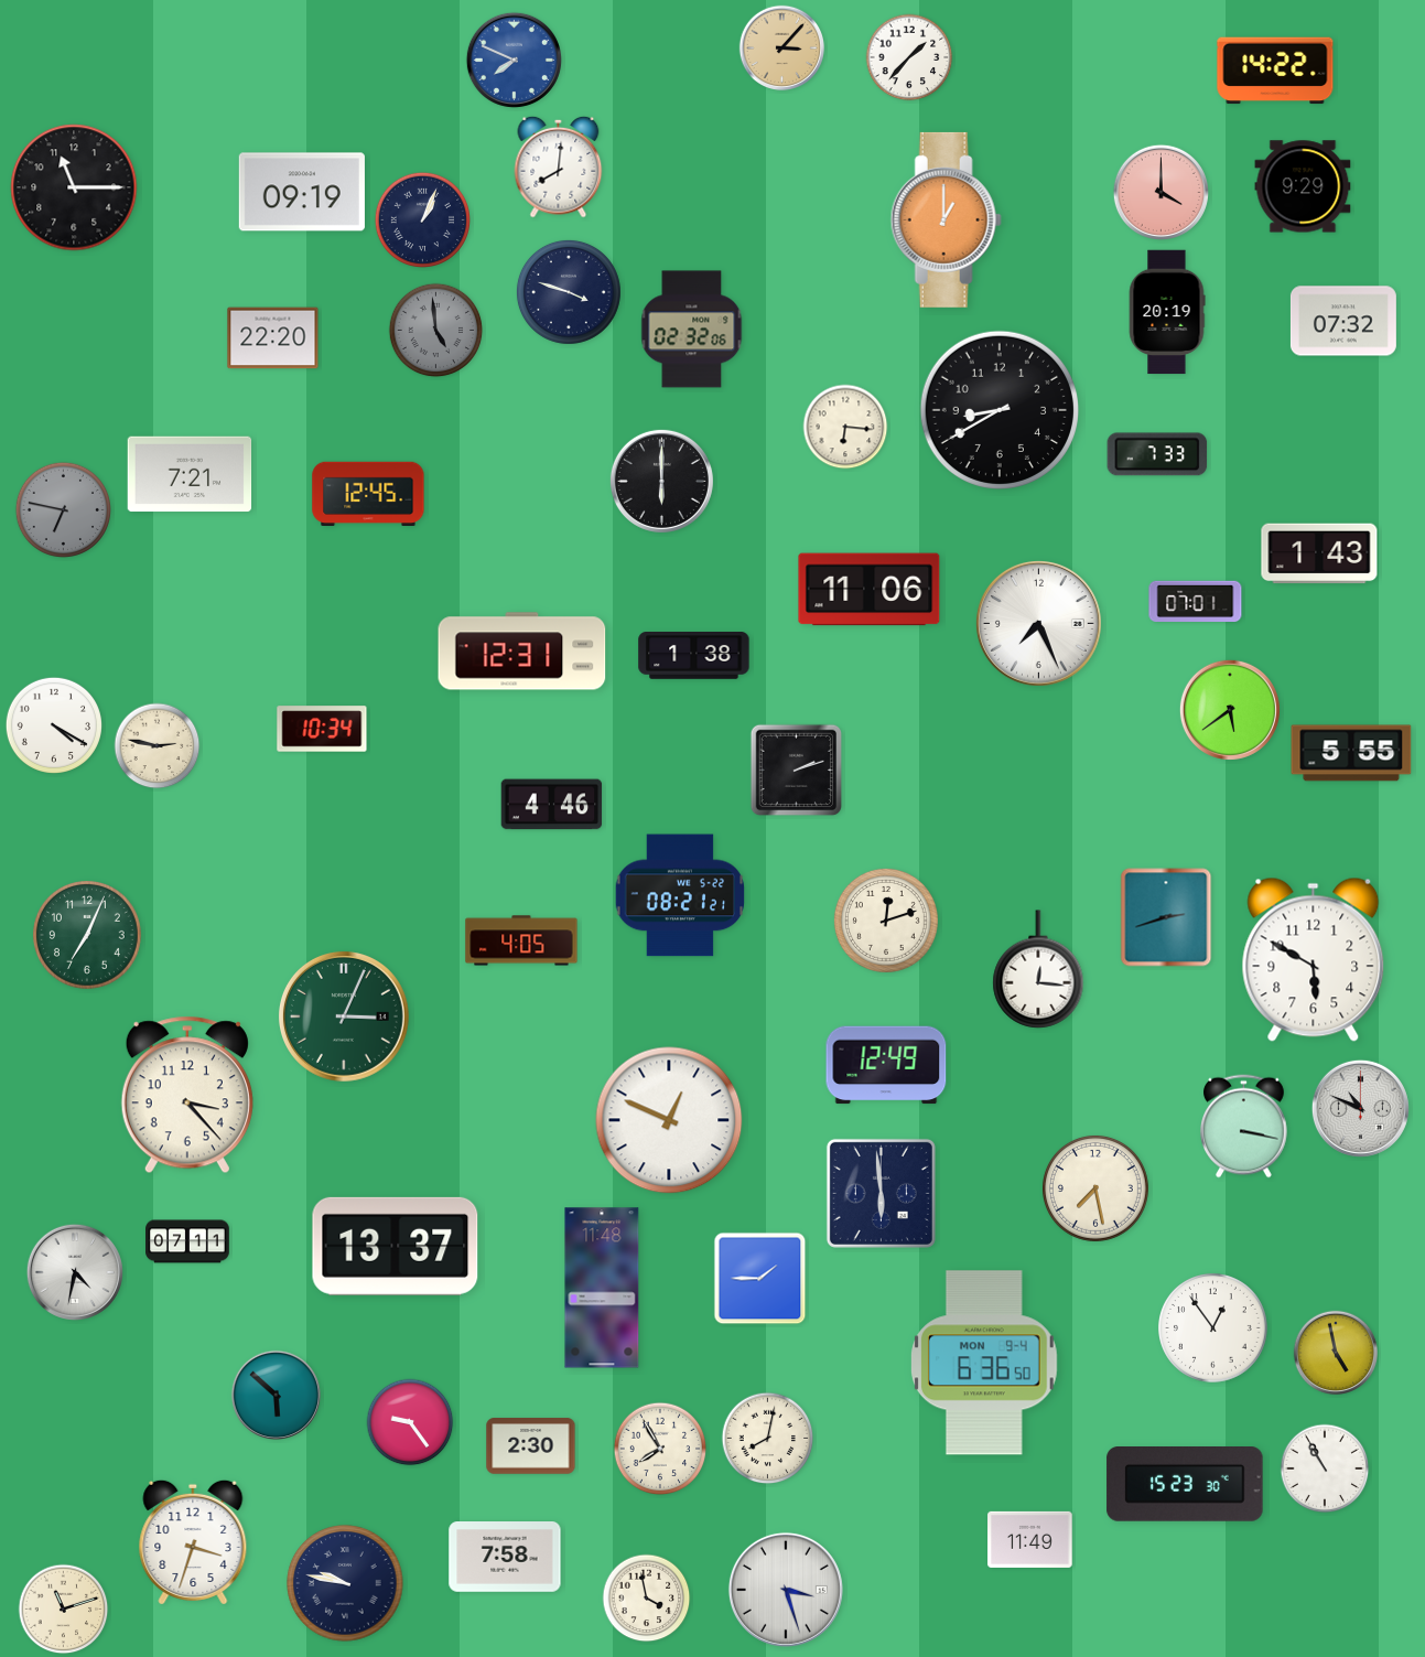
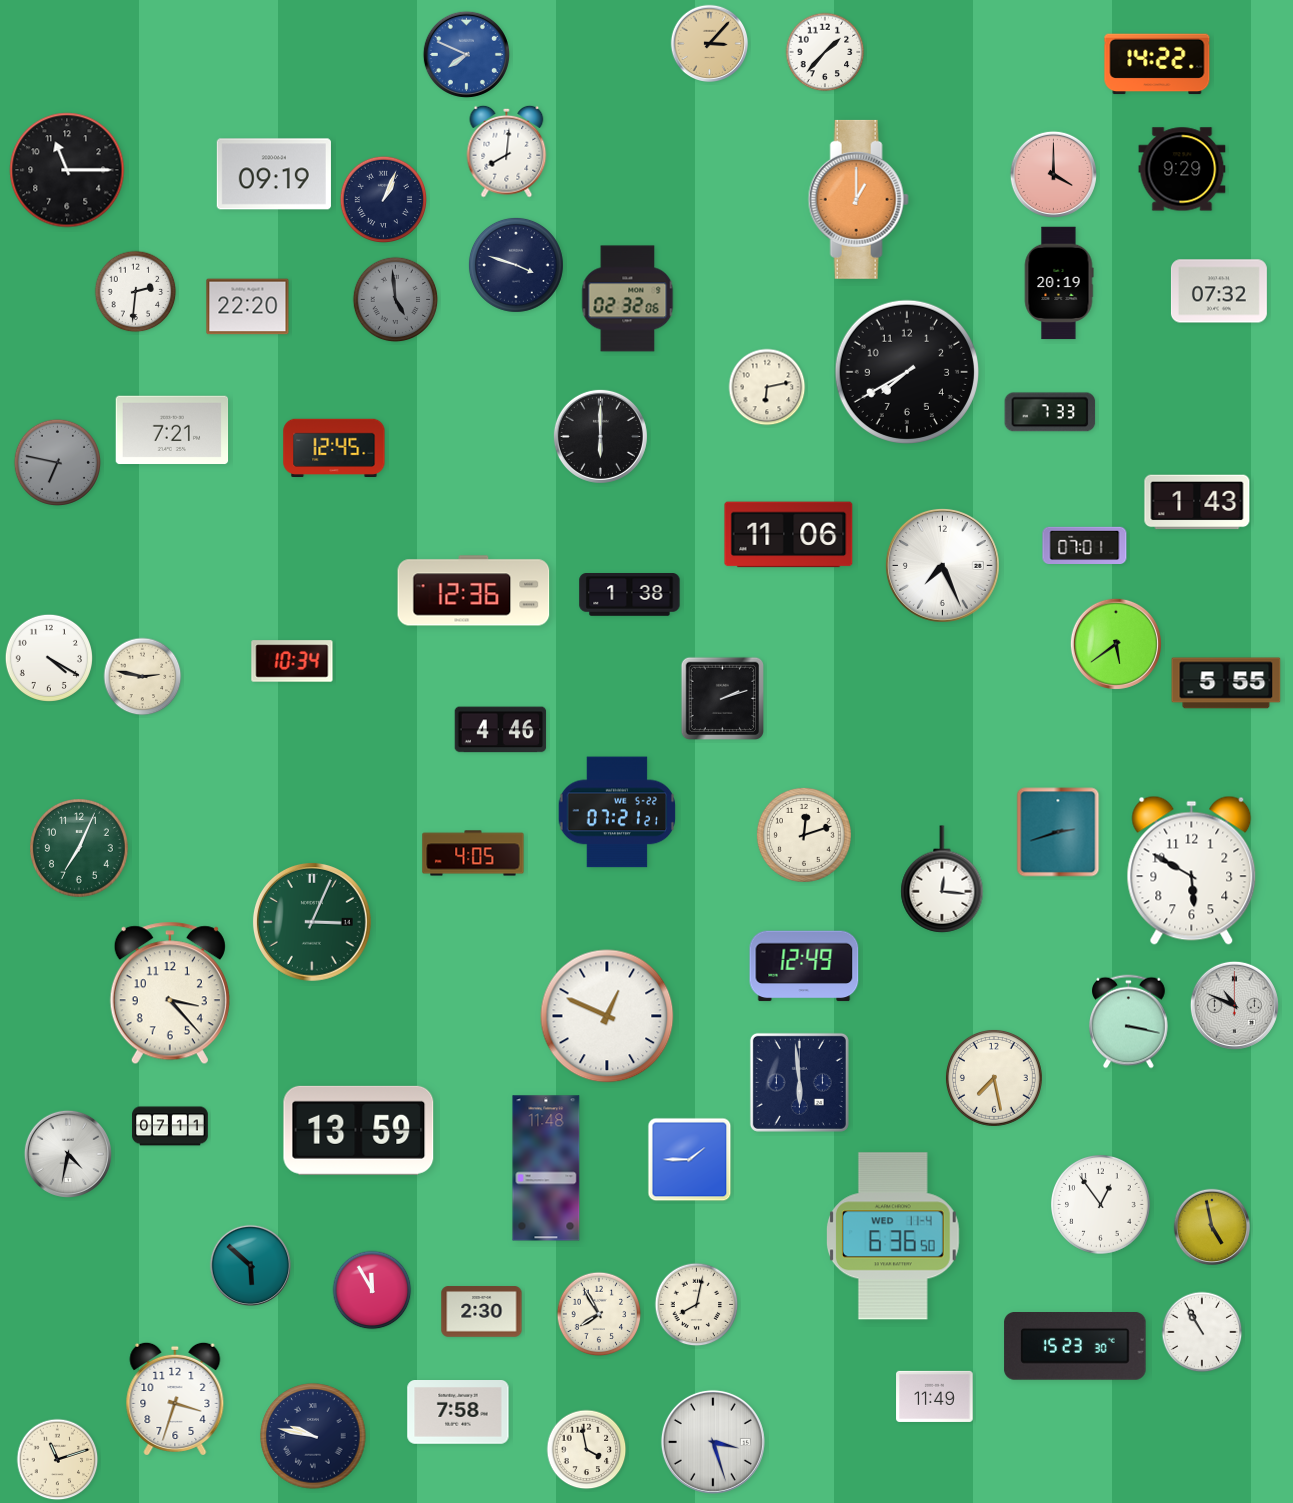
clock at (136, 292): none -> 2:31
clock at (998, 409): 8:40 -> 7:40
clock at (845, 427): 6:16 -> 6:13
clock at (522, 652): 12:31 -> 12:36
clock at (680, 895): 08:21 -> 07:21
clock at (396, 1246): 13:37 -> 13:59
clock at (984, 1363) date: MON 9-4 -> WED 11-4
clock at (410, 1422): 9:24 -> 11:55
